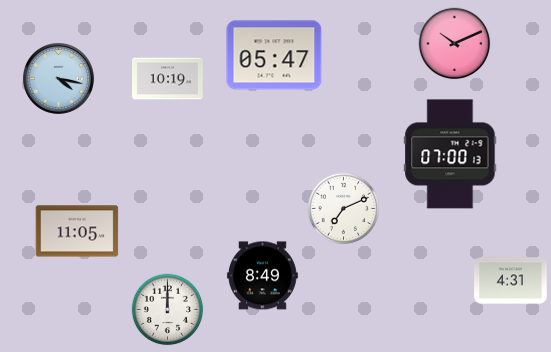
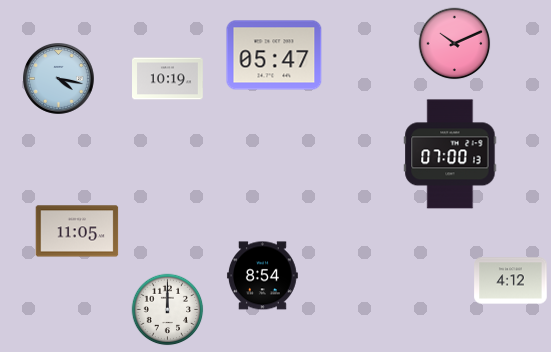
clock at (344, 209): 7:11 -> none
clock at (262, 276): 8:49 -> 8:54
clock at (511, 281): 4:31 -> 4:12
